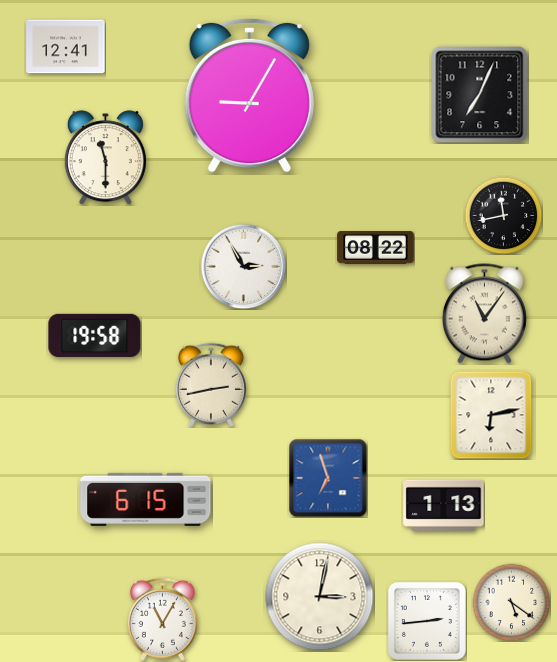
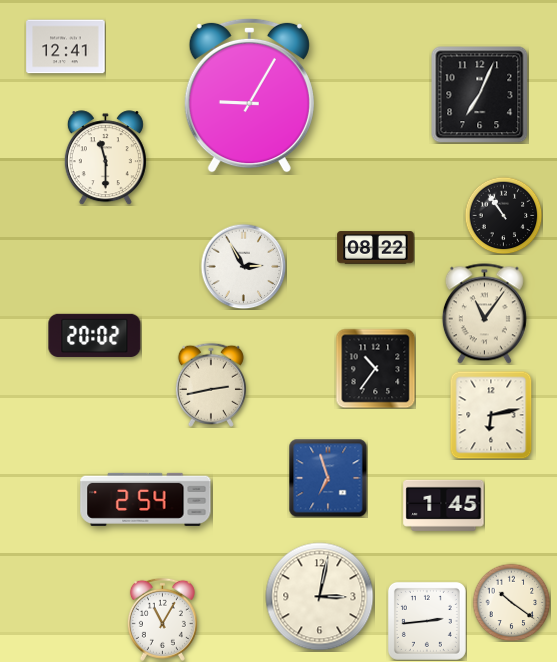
clock at (503, 215): 11:43 -> 10:54
clock at (95, 335): 19:58 -> 20:02
clock at (375, 368): none -> 10:36
clock at (146, 499): 6:15 -> 2:54
clock at (444, 505): 1:13 -> 1:45
clock at (511, 602): 5:21 -> 10:21
